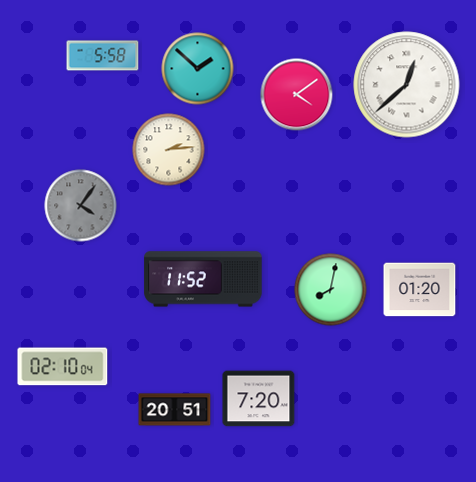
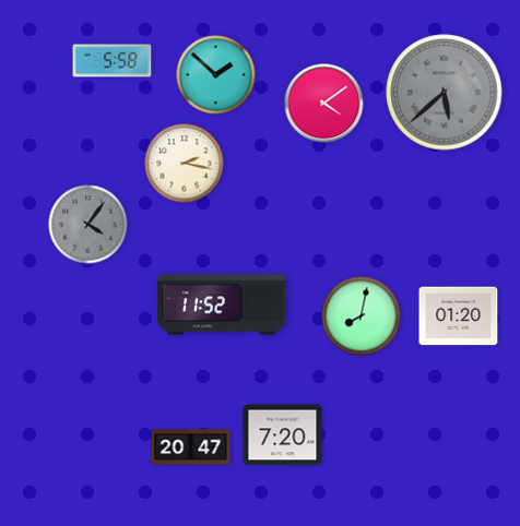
clock at (407, 85): 12:38 -> 5:38
clock at (407, 85) dial: white -> grey
clock at (169, 150): 2:14 -> 2:17
clock at (63, 367): 02:10 -> none
clock at (175, 410): 20:51 -> 20:47
